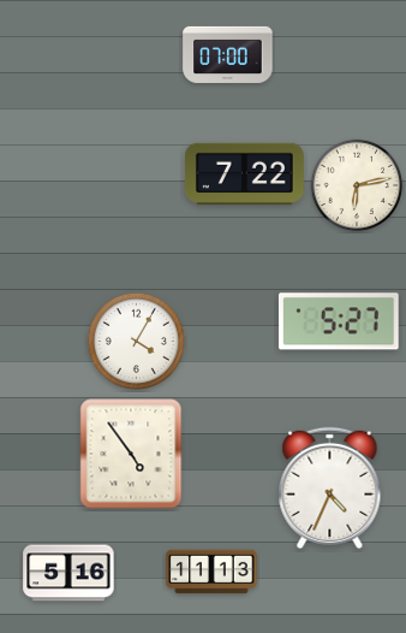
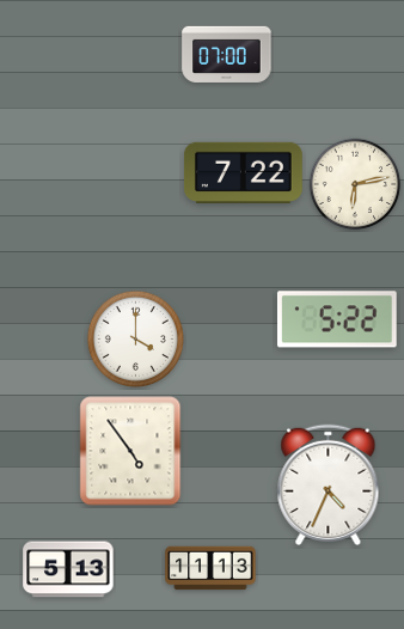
clock at (339, 321): 5:27 -> 5:22
clock at (136, 341): 4:05 -> 4:00
clock at (68, 573): 5:16 -> 5:13
